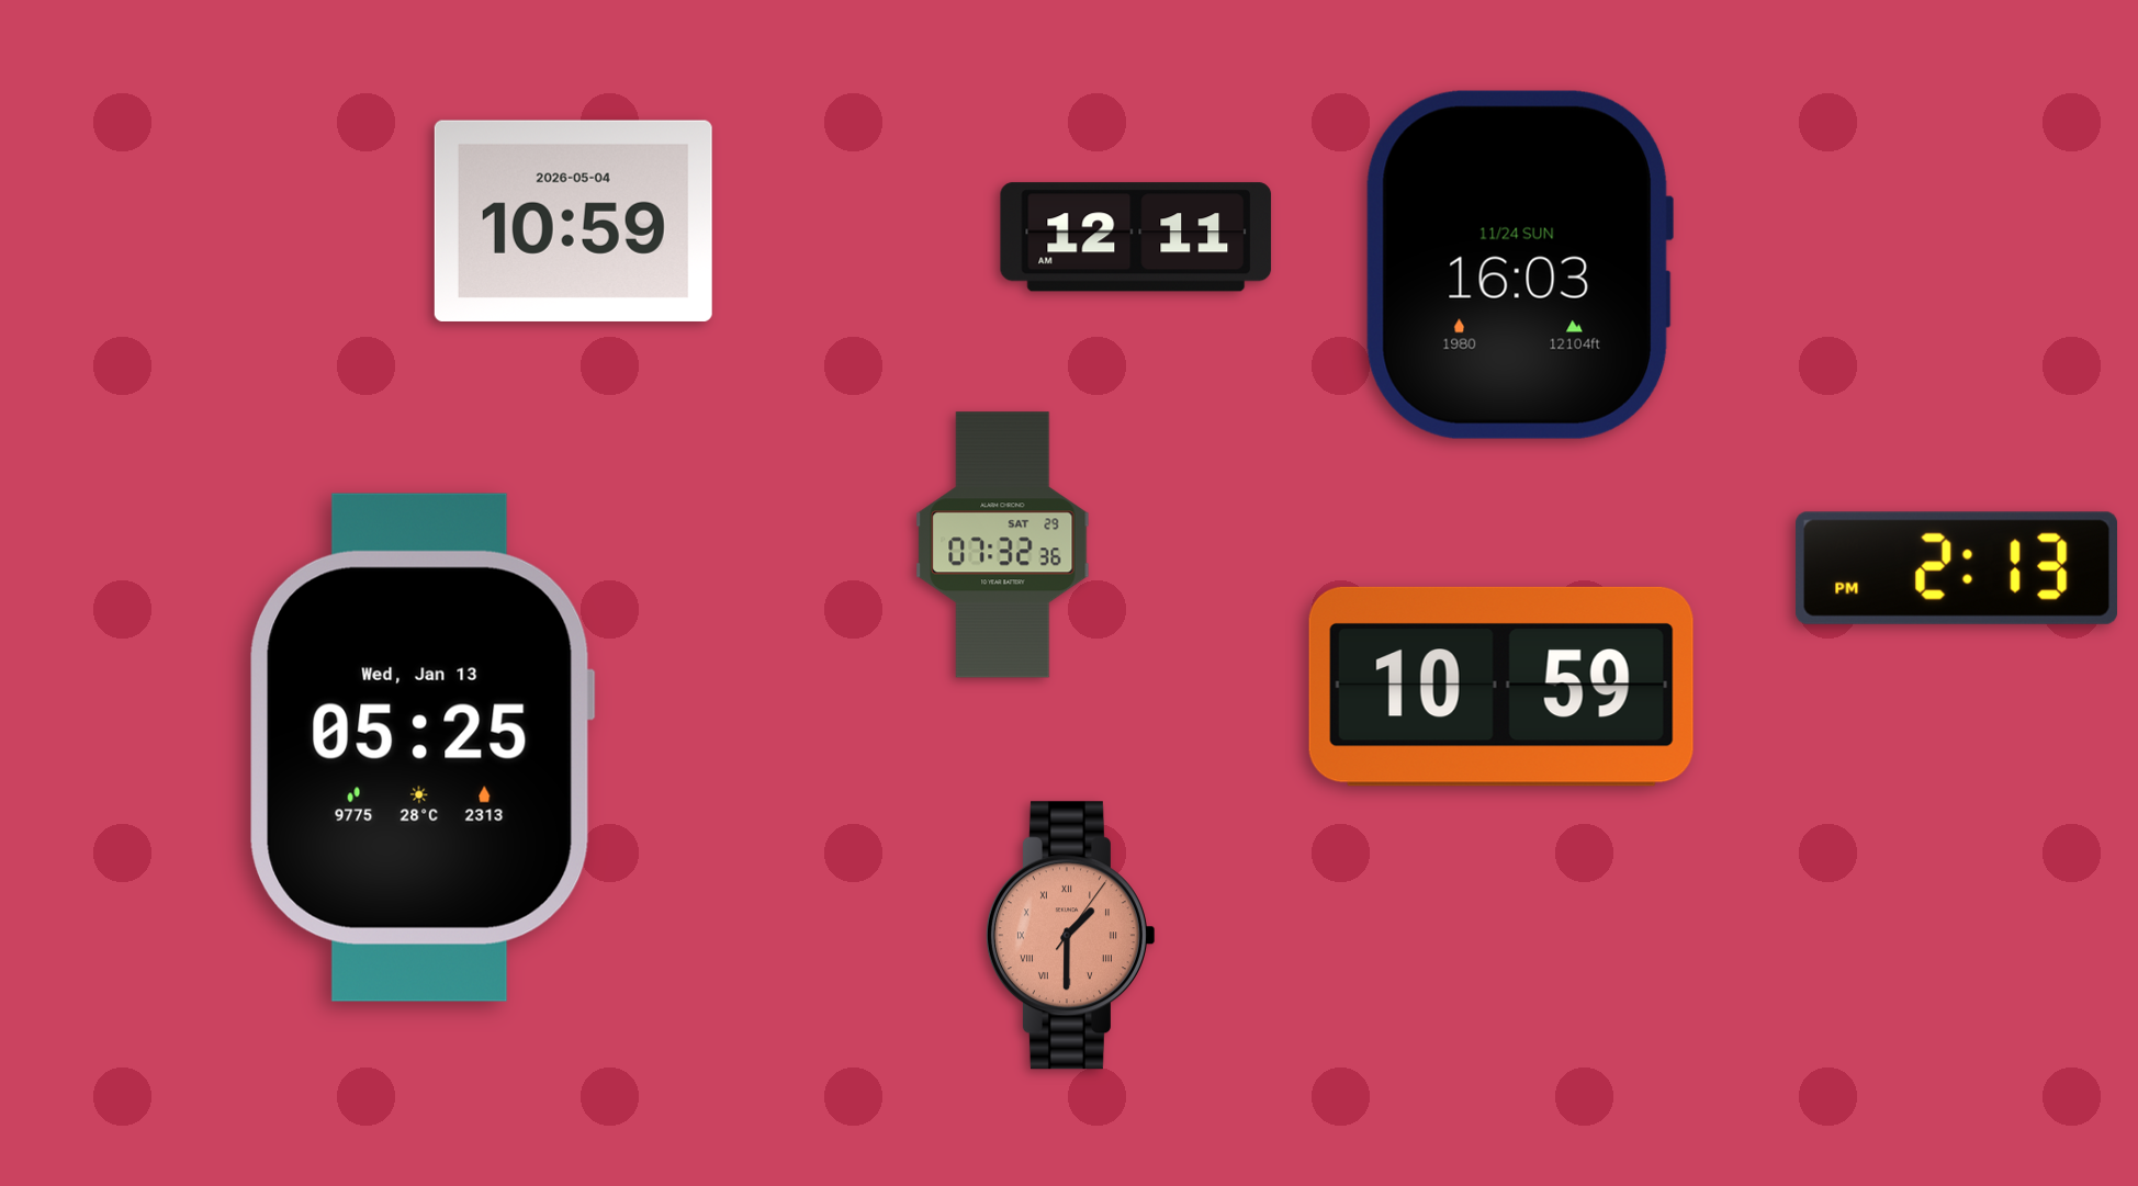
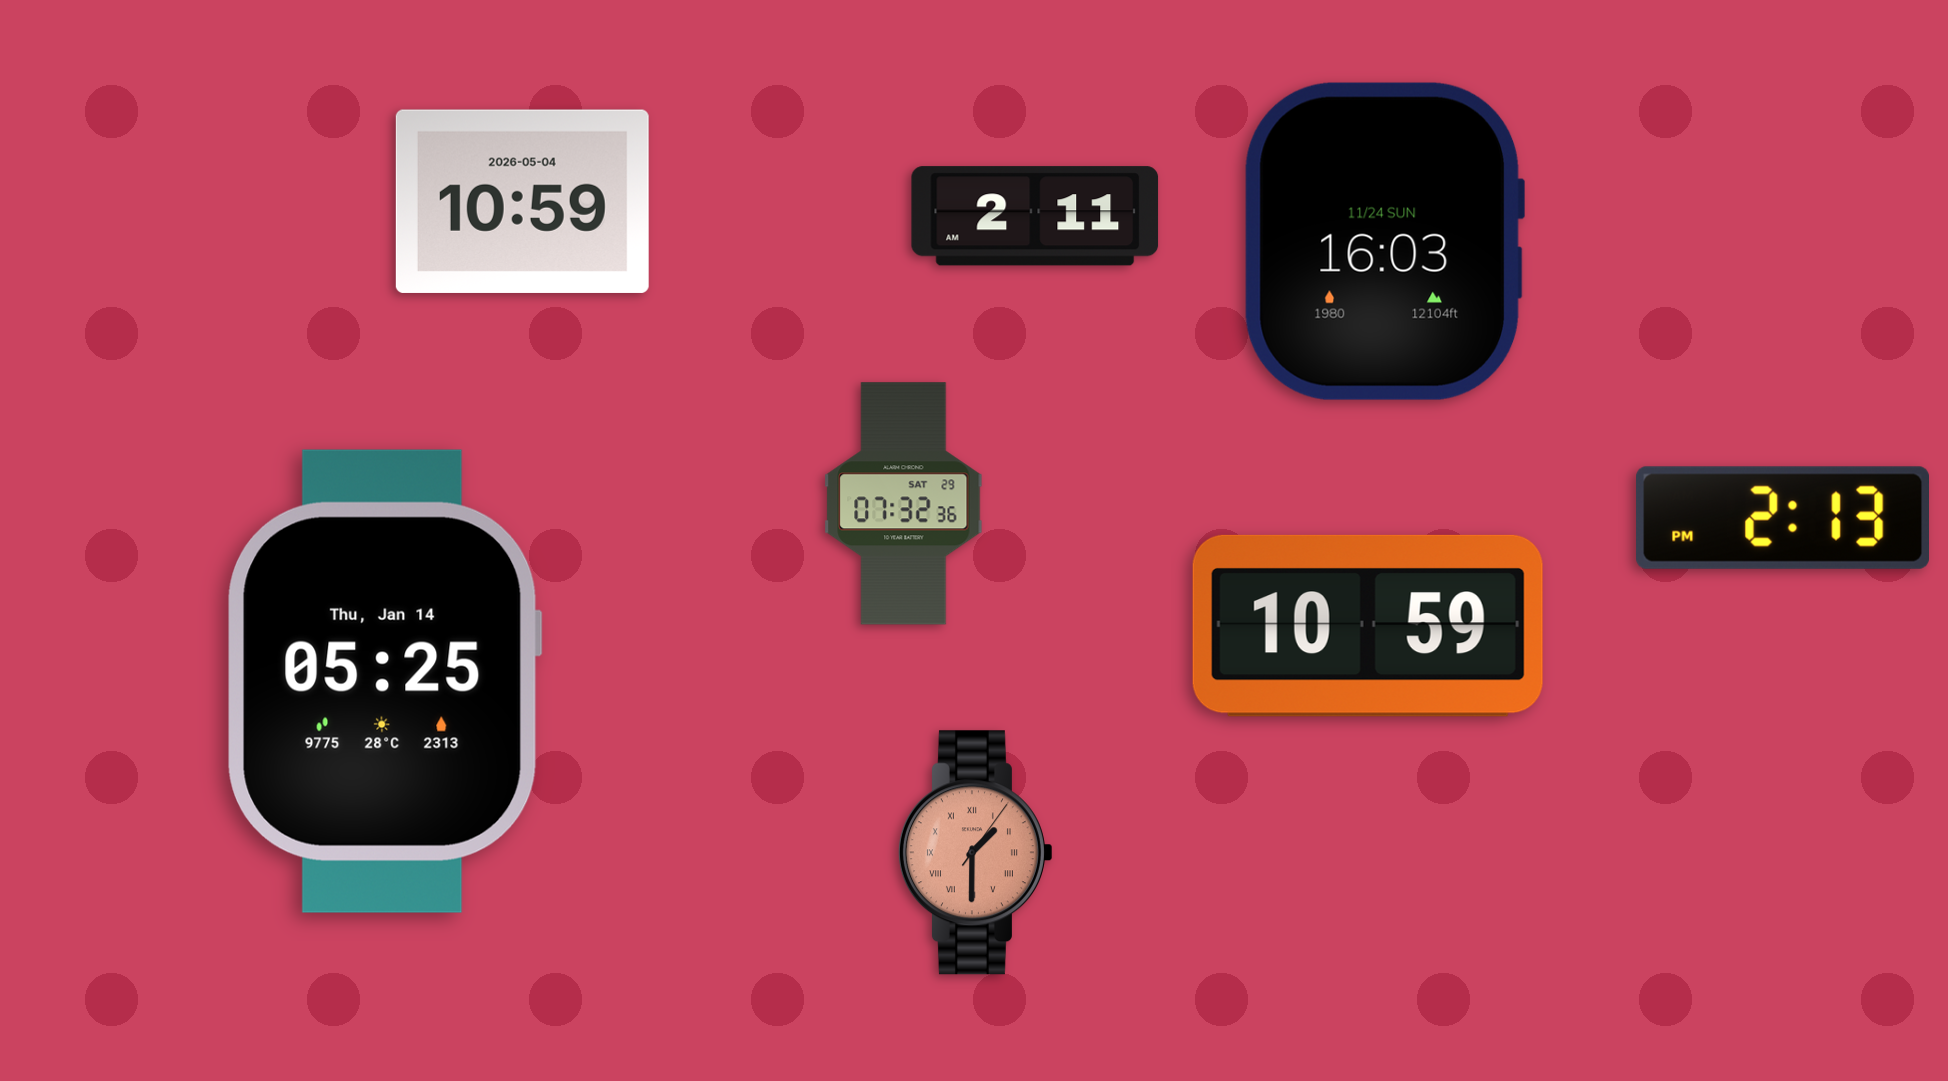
clock at (1136, 237): 12:11 -> 2:11
clock at (1003, 545) position: (1003, 545) -> (904, 504)
clock at (421, 747) date: Wed, Jan 13 -> Thu, Jan 14
